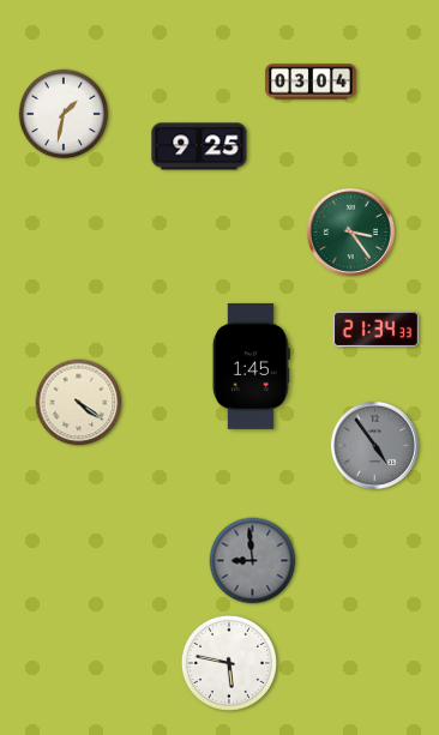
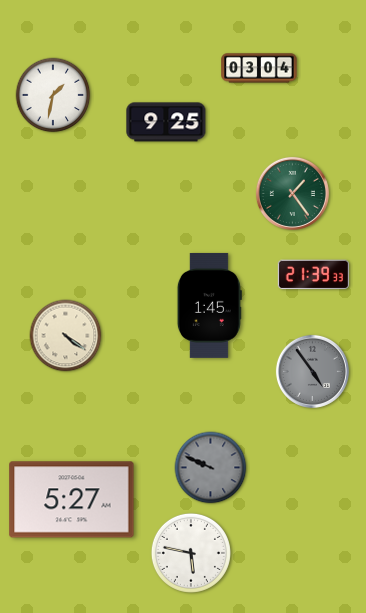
clock at (350, 231): 3:24 -> 1:24
clock at (375, 330): 21:34 -> 21:39
clock at (253, 561): 8:59 -> 9:49
clock at (72, 500): none -> 5:27
